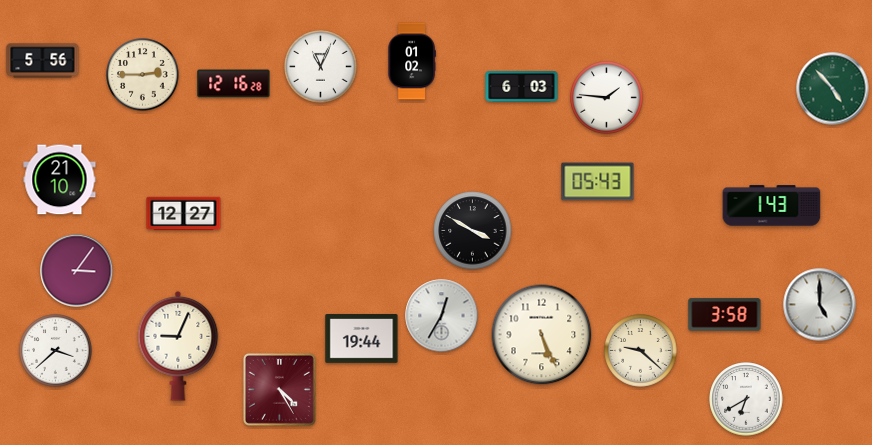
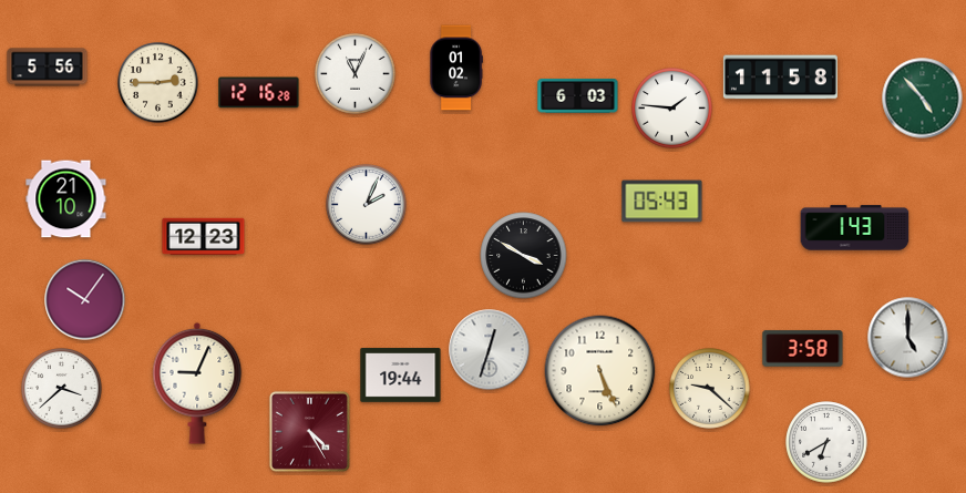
clock at (780, 78): none -> 11:58
clock at (367, 205): none -> 2:04
clock at (184, 214): 12:27 -> 12:23
clock at (77, 271): 3:06 -> 10:06
clock at (442, 316): 12:35 -> 12:33
